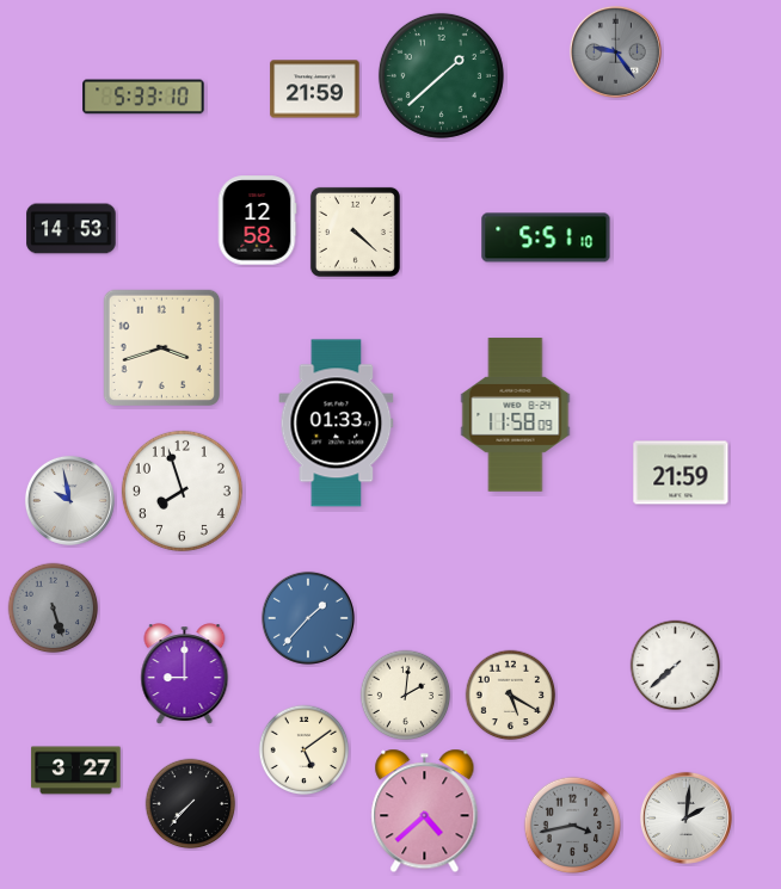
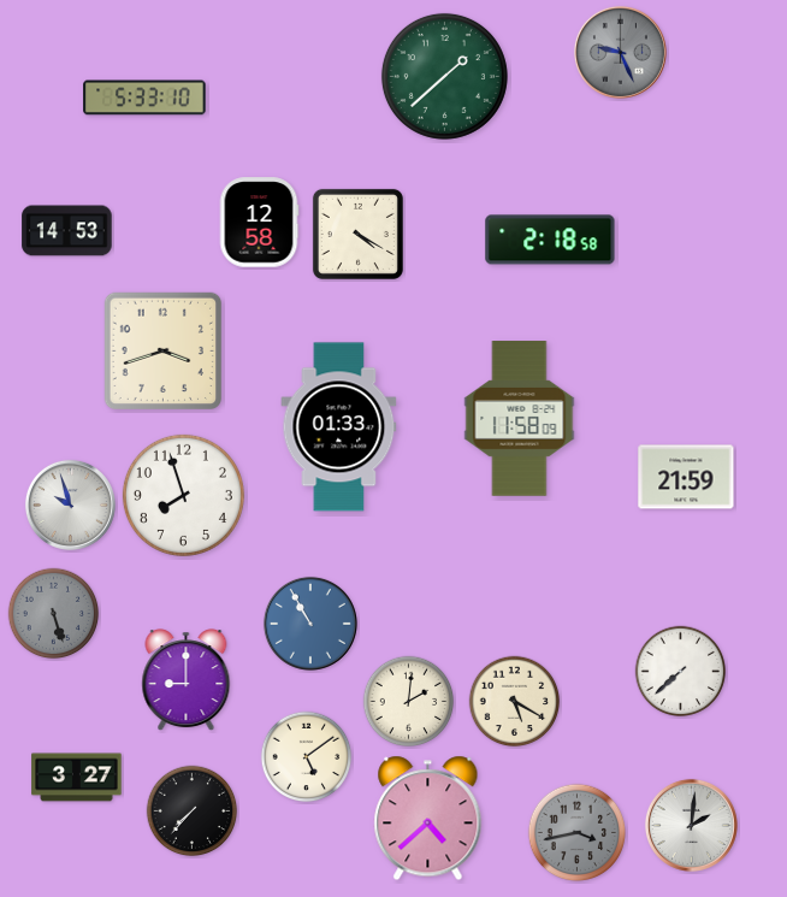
clock at (615, 51): 9:24 -> 9:26
clock at (315, 89): 21:59 -> none
clock at (72, 229) position: (72, 229) -> (67, 231)
clock at (355, 231): 4:22 -> 4:20
clock at (546, 237): 5:51 -> 2:18
clock at (69, 500): 9:58 -> 9:57
clock at (308, 618): 1:37 -> 10:55
